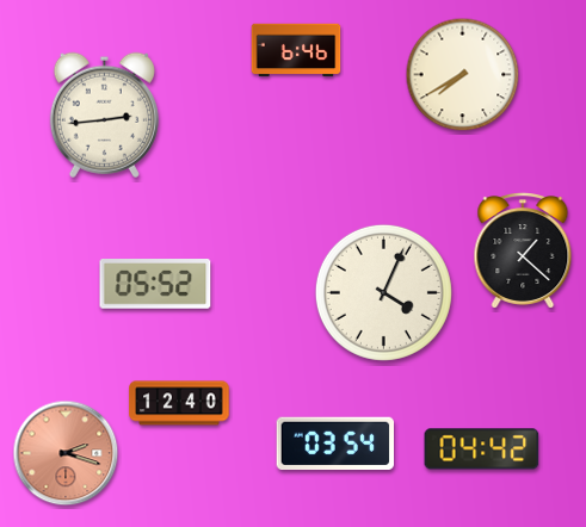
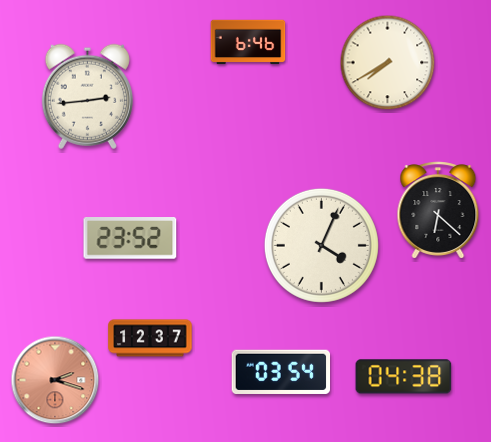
clock at (523, 250): 1:22 -> 6:22
clock at (155, 285): 05:52 -> 23:52
clock at (179, 403): 12:40 -> 12:37
clock at (482, 449): 04:42 -> 04:38
